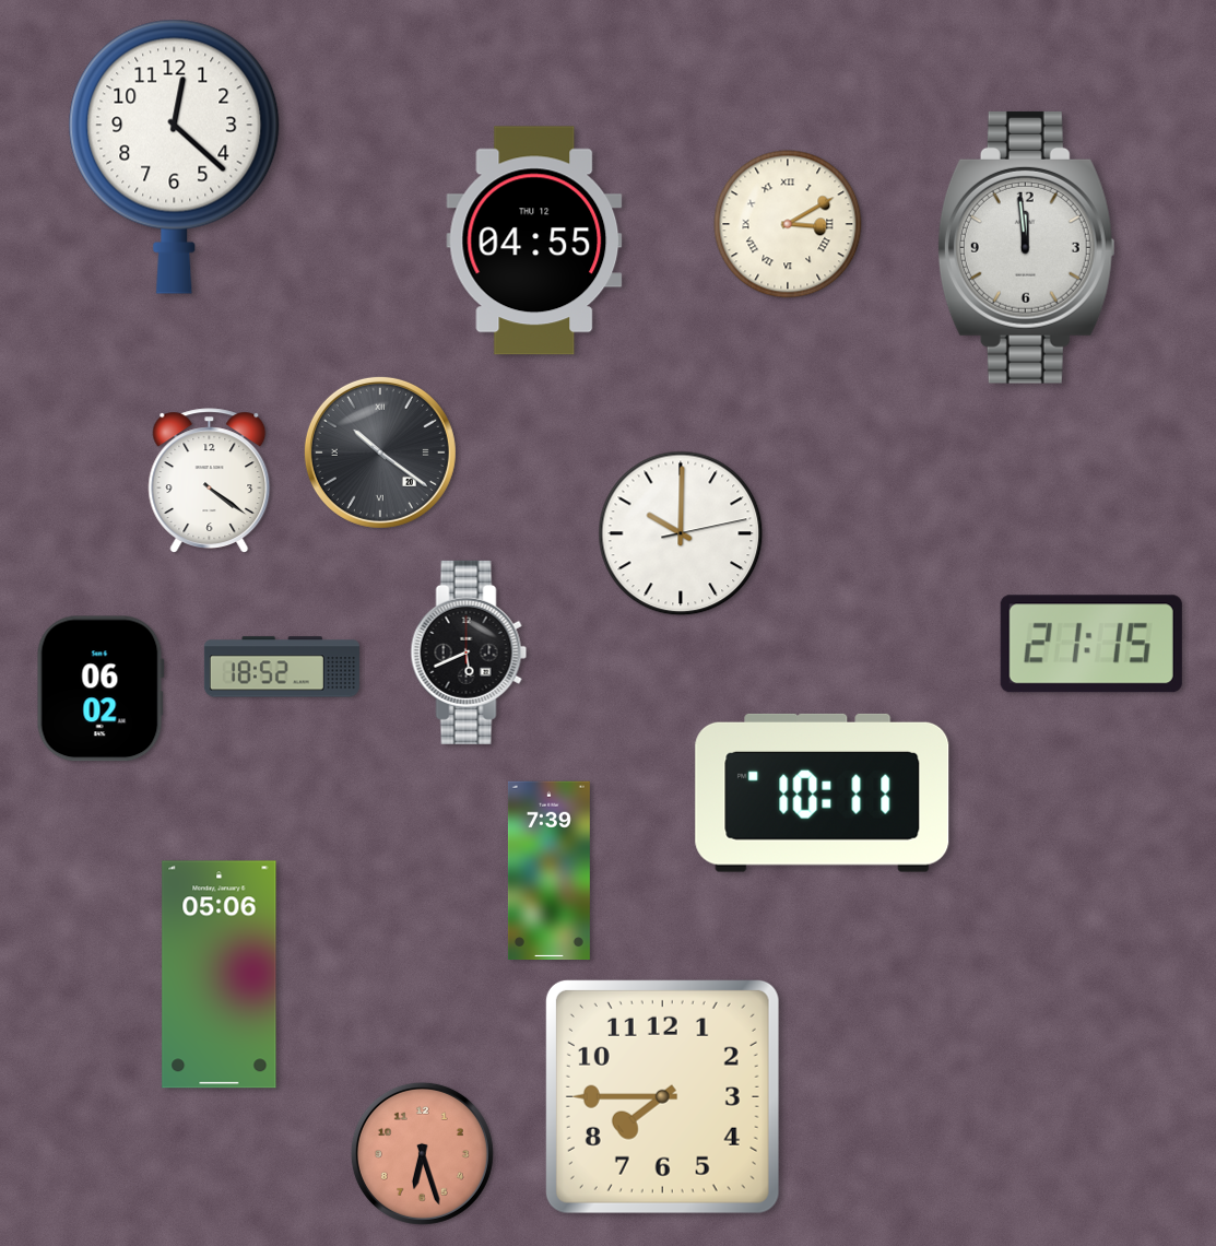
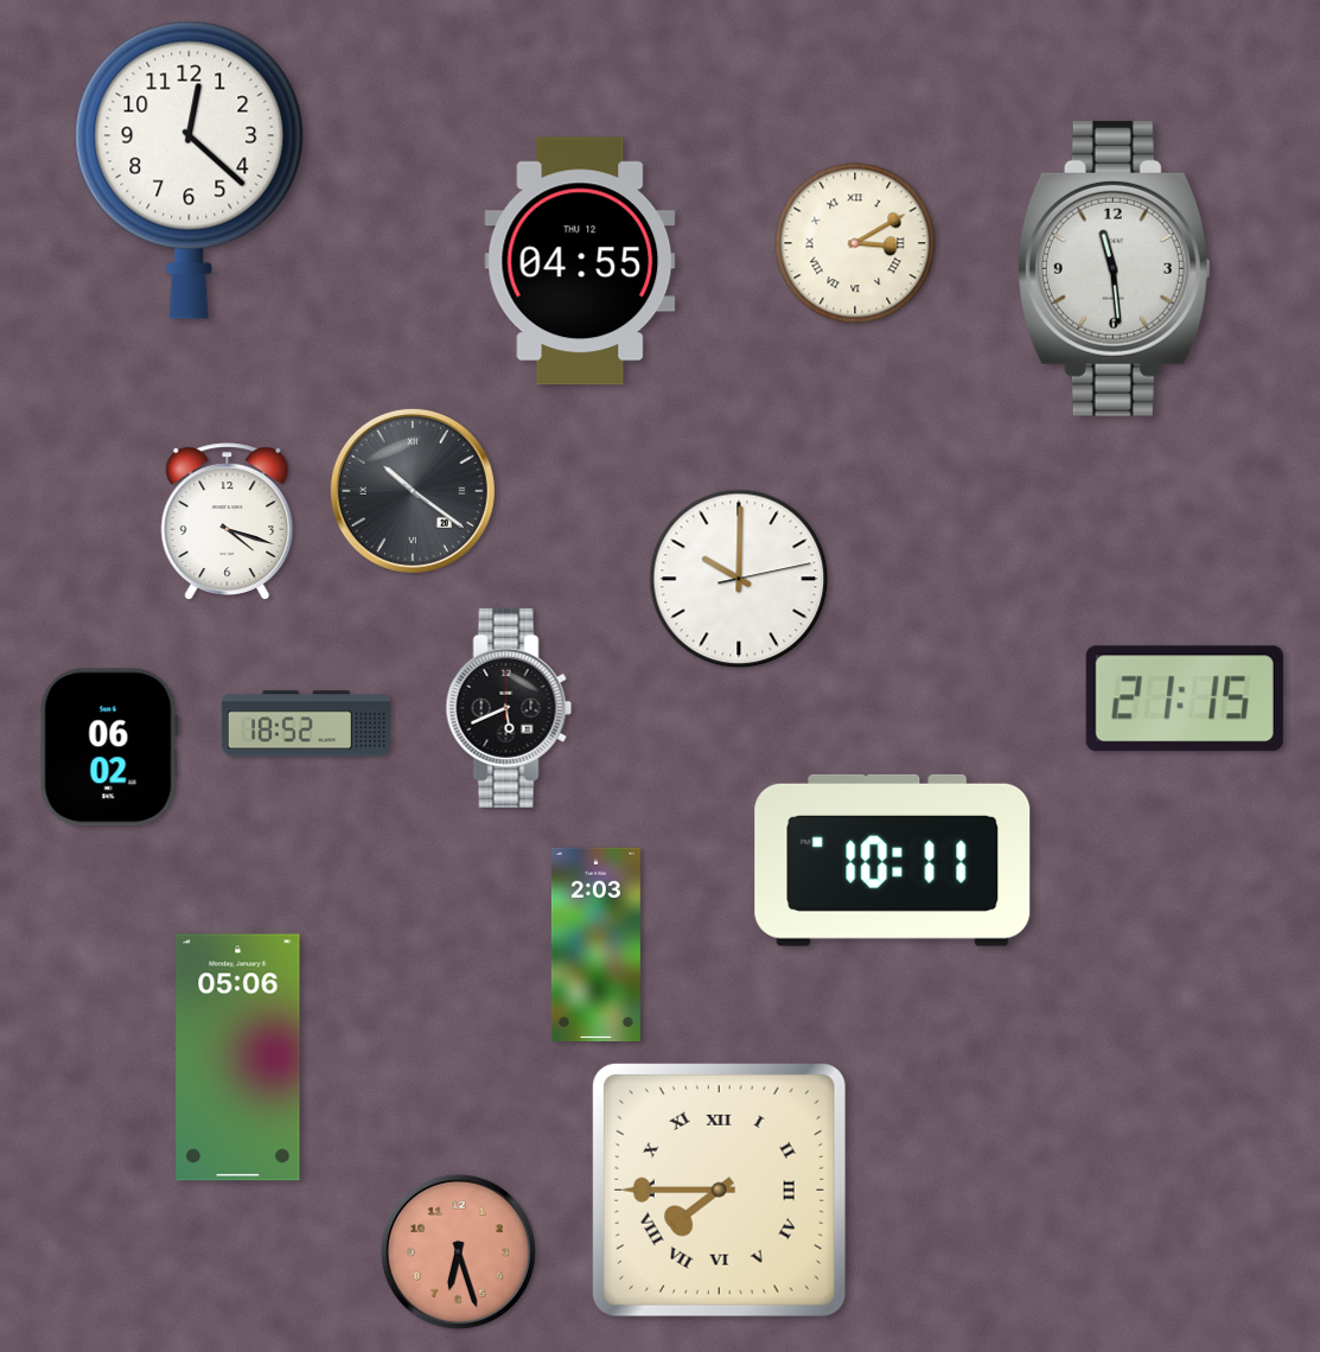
clock at (1026, 247): 11:59 -> 11:29
clock at (210, 481): 4:21 -> 4:18
clock at (548, 871): 7:39 -> 2:03
clock at (662, 1096) numerals: Arabic -> Roman
